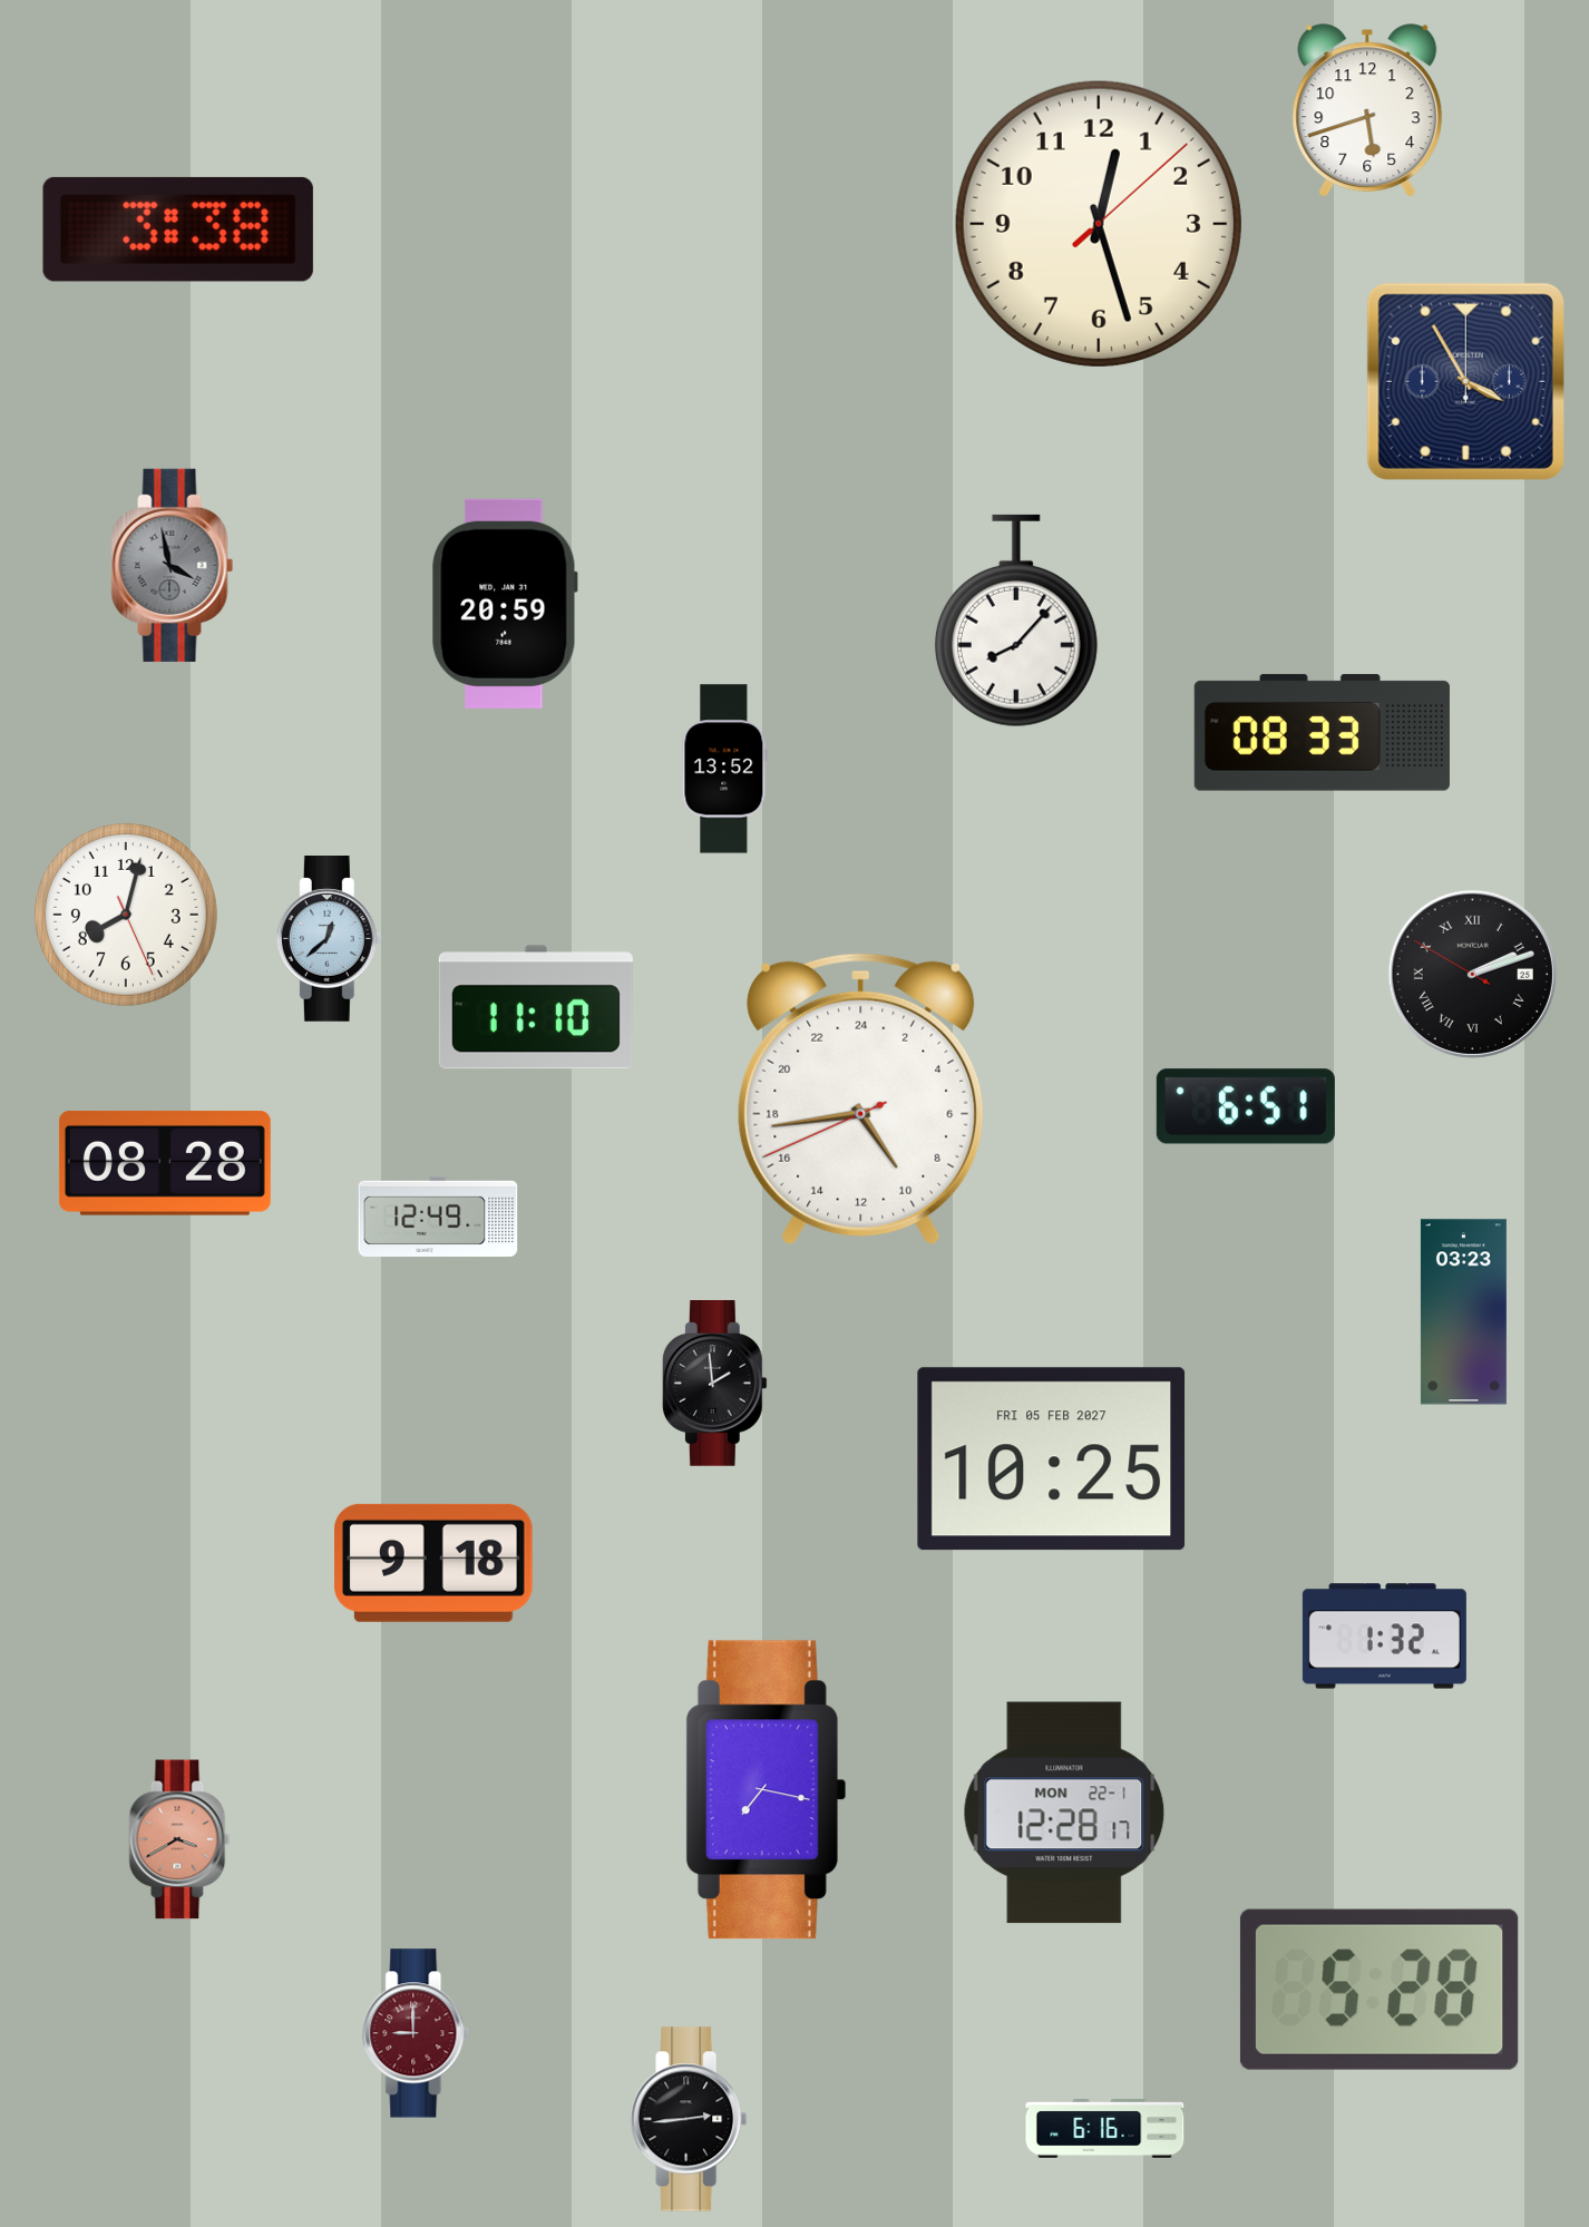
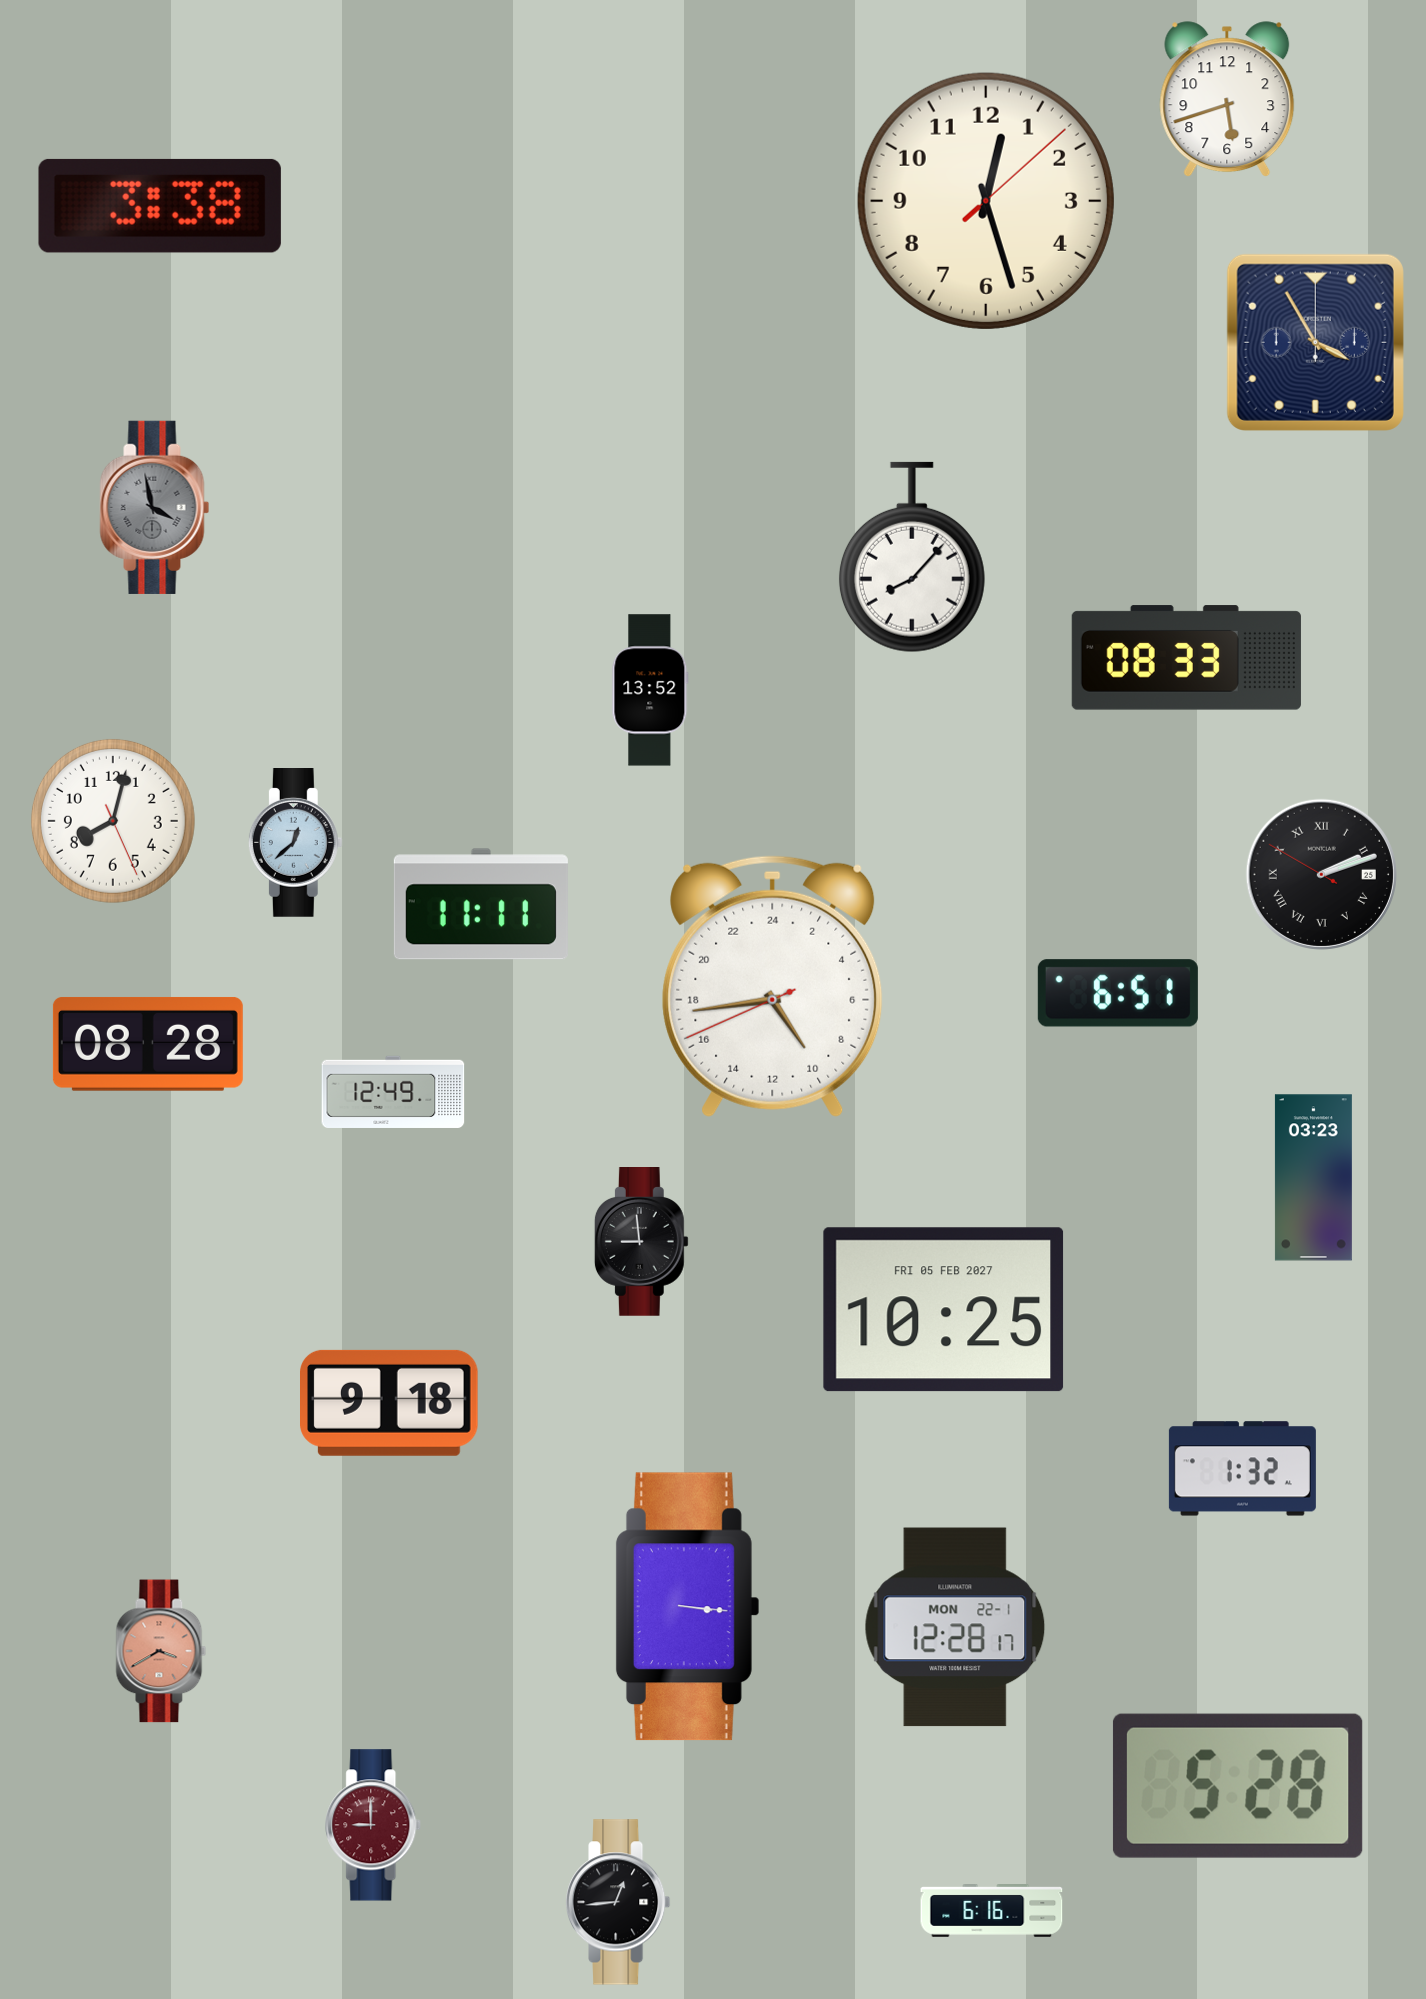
clock at (505, 604): 20:59 -> none
clock at (536, 1007): 11:10 -> 11:11
clock at (714, 1384): 1:59 -> 8:59
clock at (766, 1790): 7:17 -> 3:16
clock at (689, 2119): 2:44 -> 12:44
